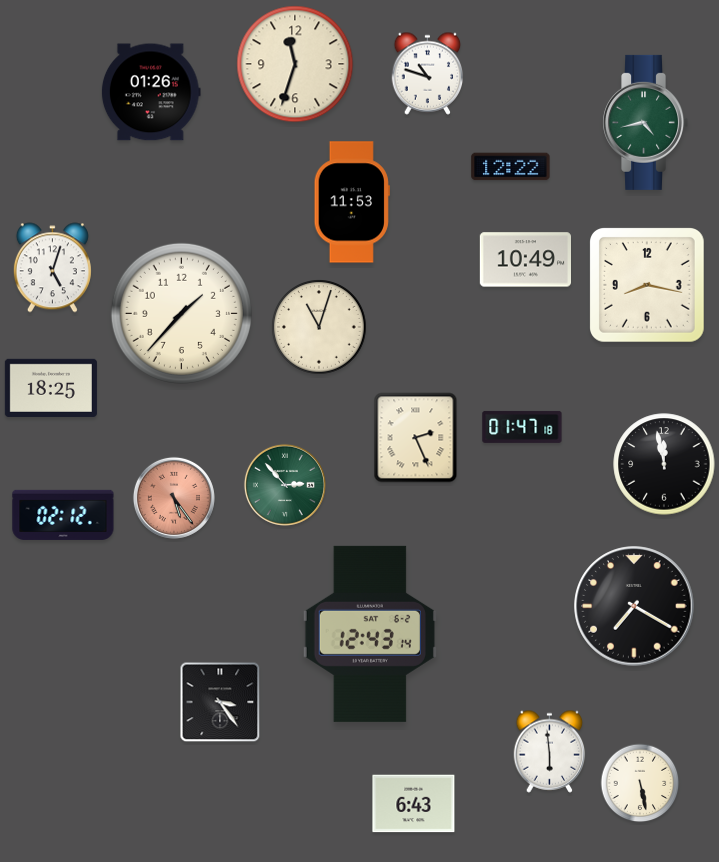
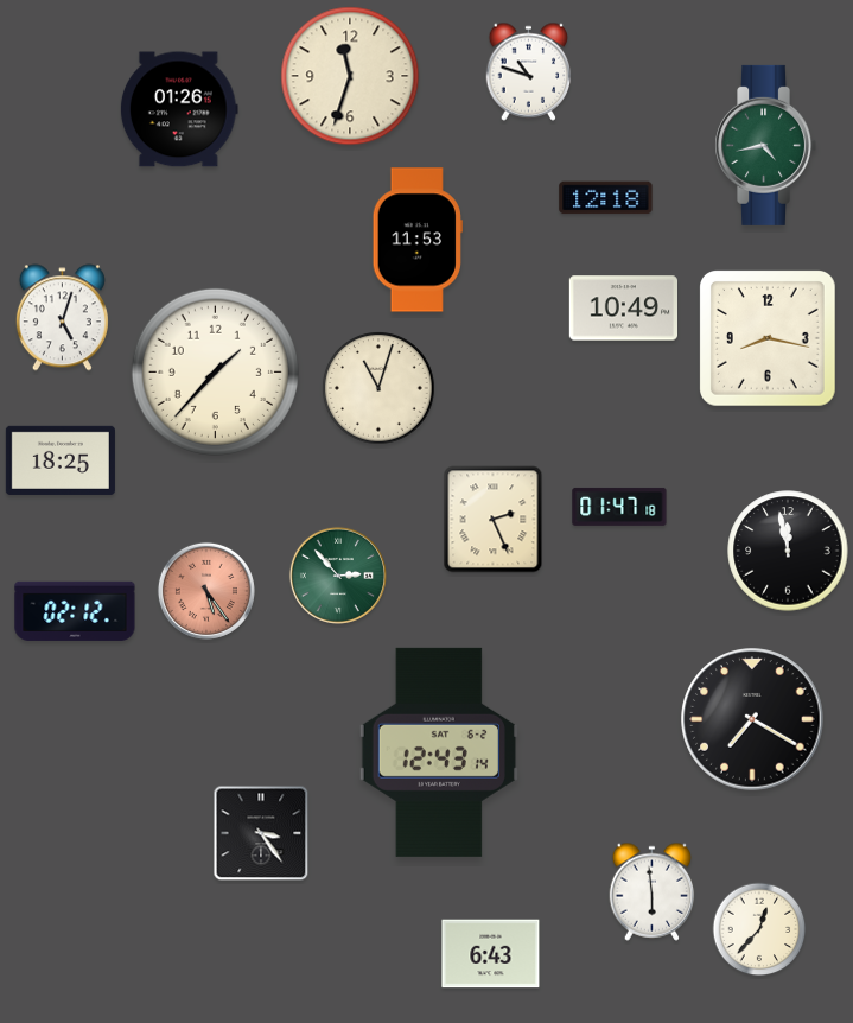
clock at (428, 73) position: (428, 73) -> (529, 71)
clock at (511, 167): 12:22 -> 12:18
clock at (640, 783): 5:28 -> 12:37
